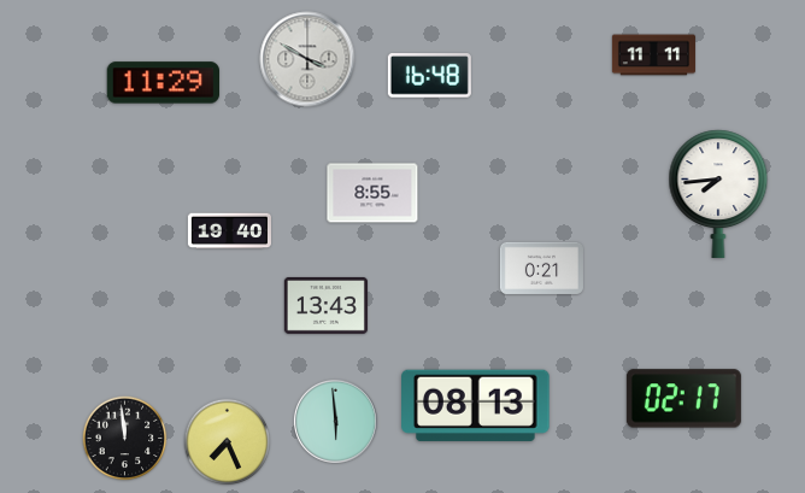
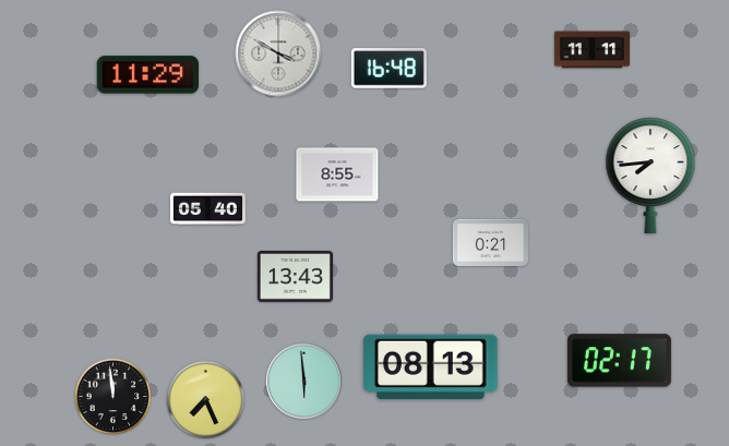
clock at (229, 231): 19:40 -> 05:40
